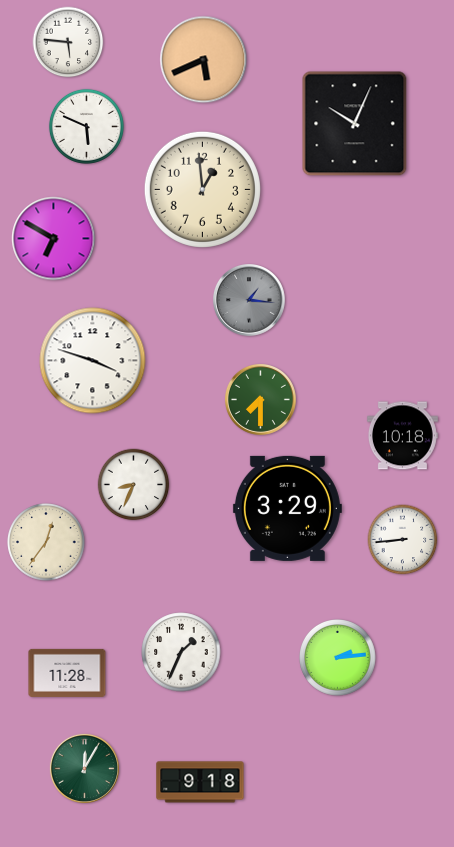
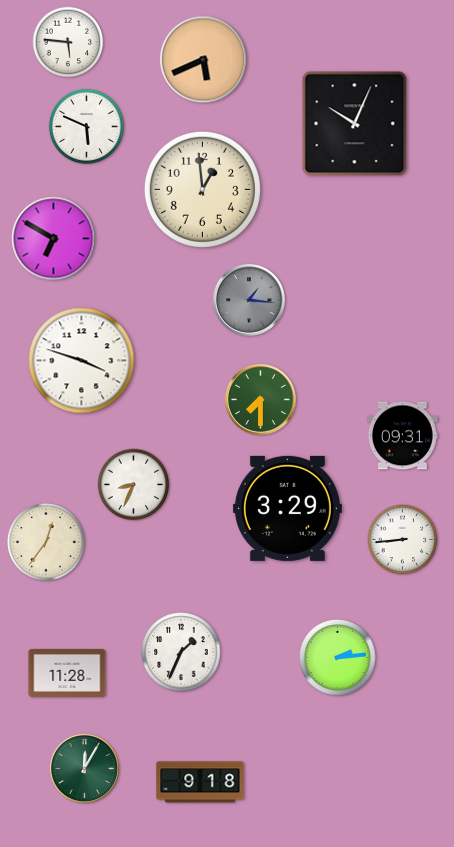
clock at (93, 361) position: (93, 361) -> (82, 361)
clock at (402, 436): 10:18 -> 09:31
